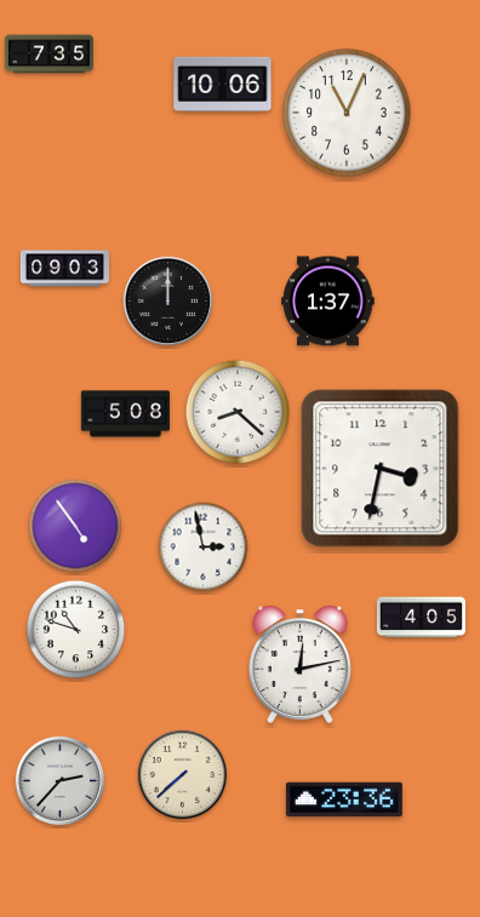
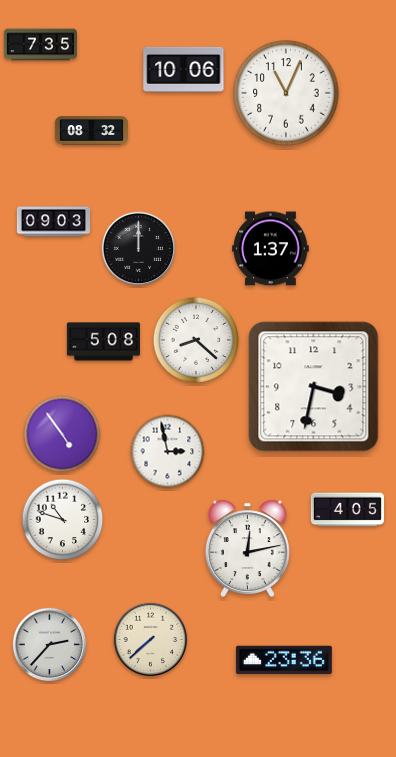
clock at (91, 131): none -> 08:32
